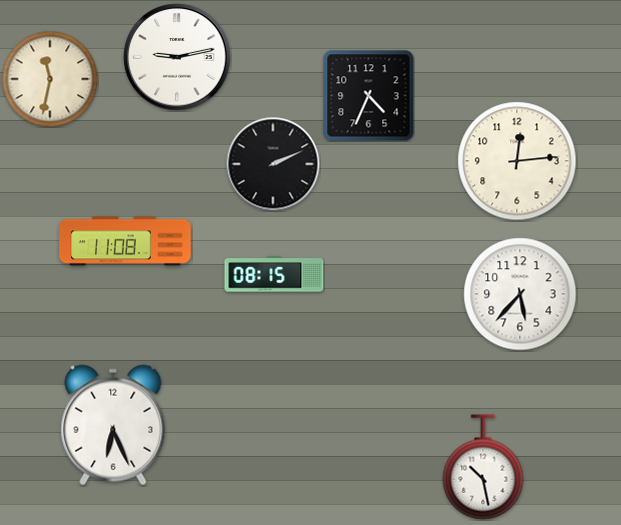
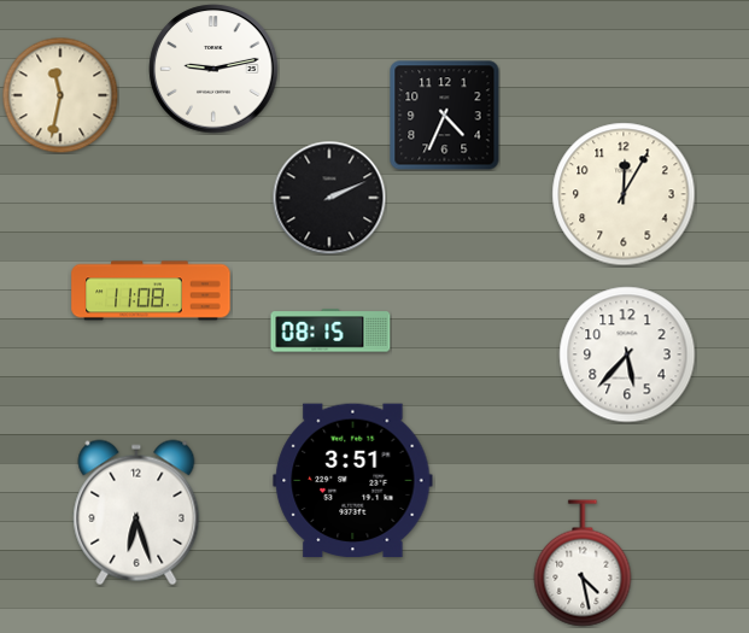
clock at (517, 161): 12:14 -> 12:05
clock at (353, 481): none -> 3:51
clock at (113, 425): 6:26 -> 6:27
clock at (483, 467): 10:28 -> 4:28
